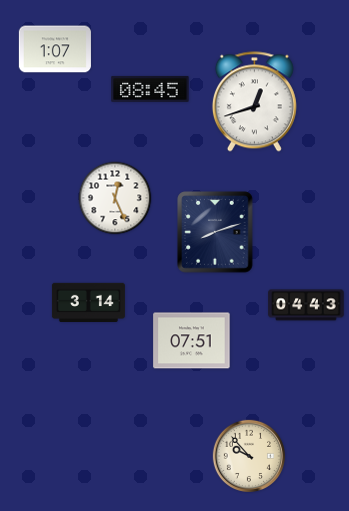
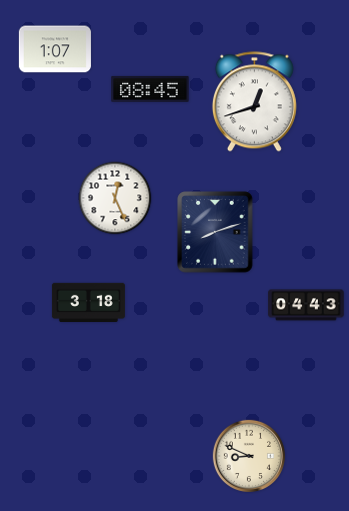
clock at (88, 302): 3:14 -> 3:18
clock at (192, 341): 07:51 -> none
clock at (249, 456): 9:53 -> 8:49
